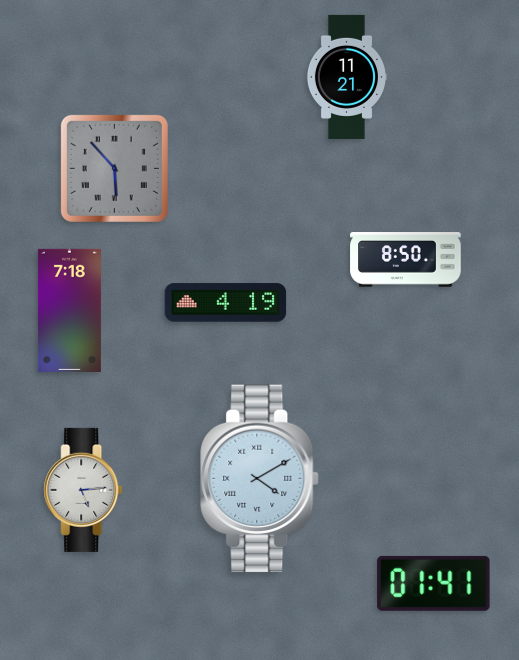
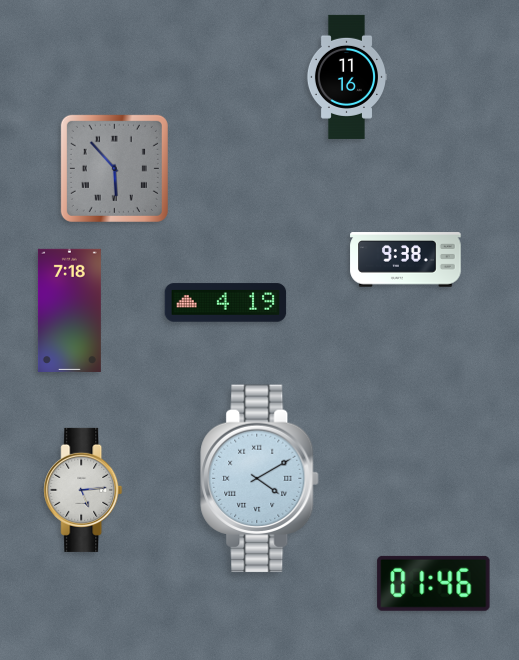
clock at (346, 77): 11:21 -> 11:16
clock at (406, 260): 8:50 -> 9:38
clock at (434, 583): 01:41 -> 01:46
